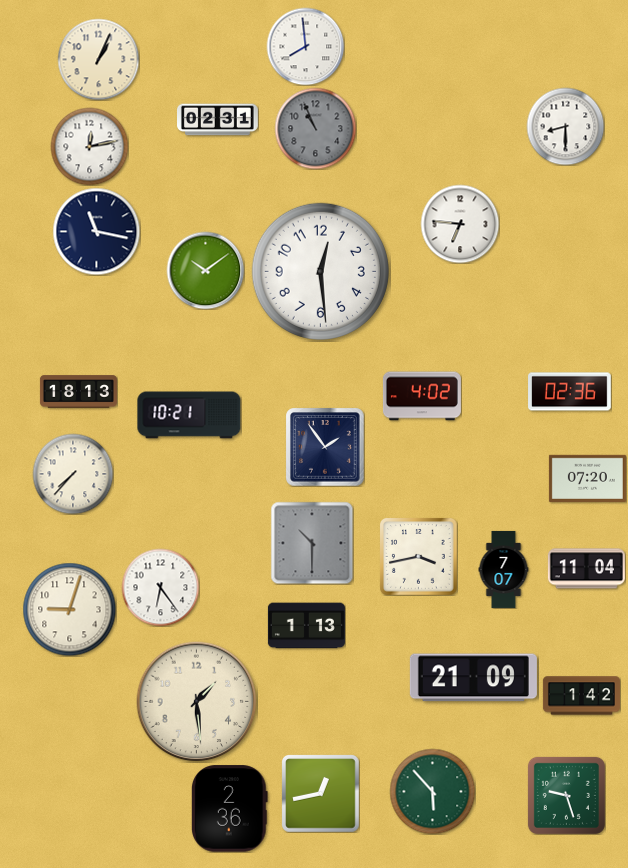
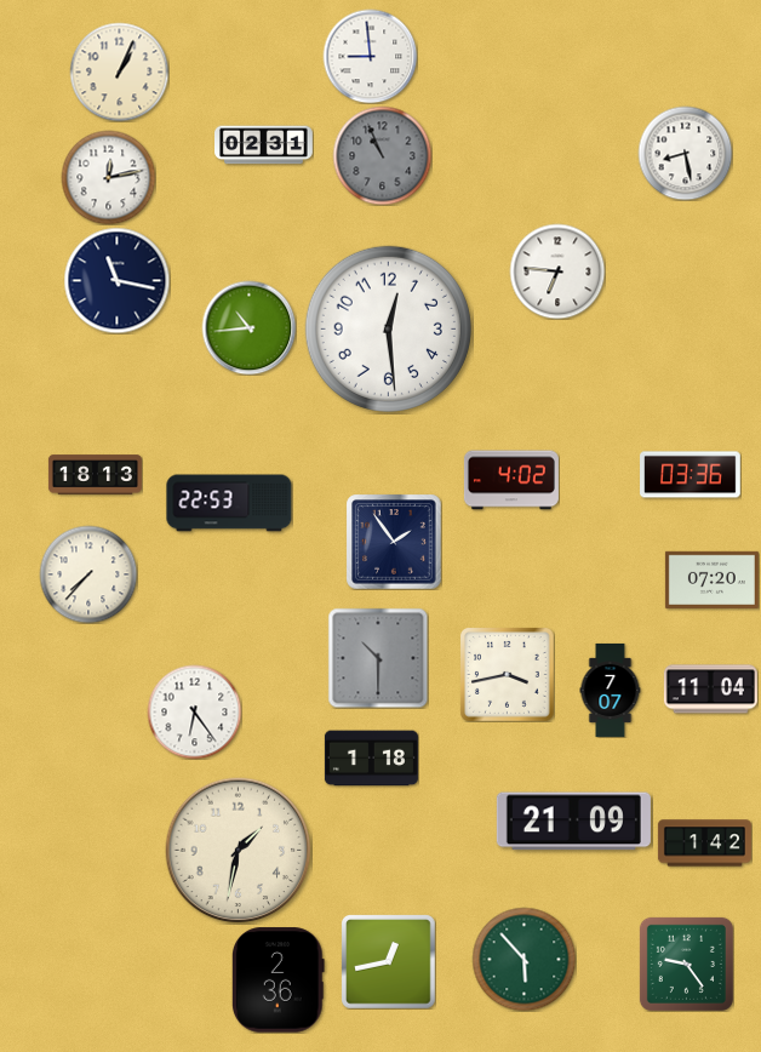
clock at (305, 46): 7:59 -> 8:59
clock at (565, 126): 8:30 -> 8:28
clock at (205, 270): 10:09 -> 10:44
clock at (570, 392): 02:36 -> 03:36
clock at (189, 415): 10:21 -> 22:53
clock at (69, 609): 9:03 -> none
clock at (306, 626): 1:13 -> 1:18
clock at (197, 702): 1:29 -> 1:32
clock at (566, 795): 9:27 -> 9:24
